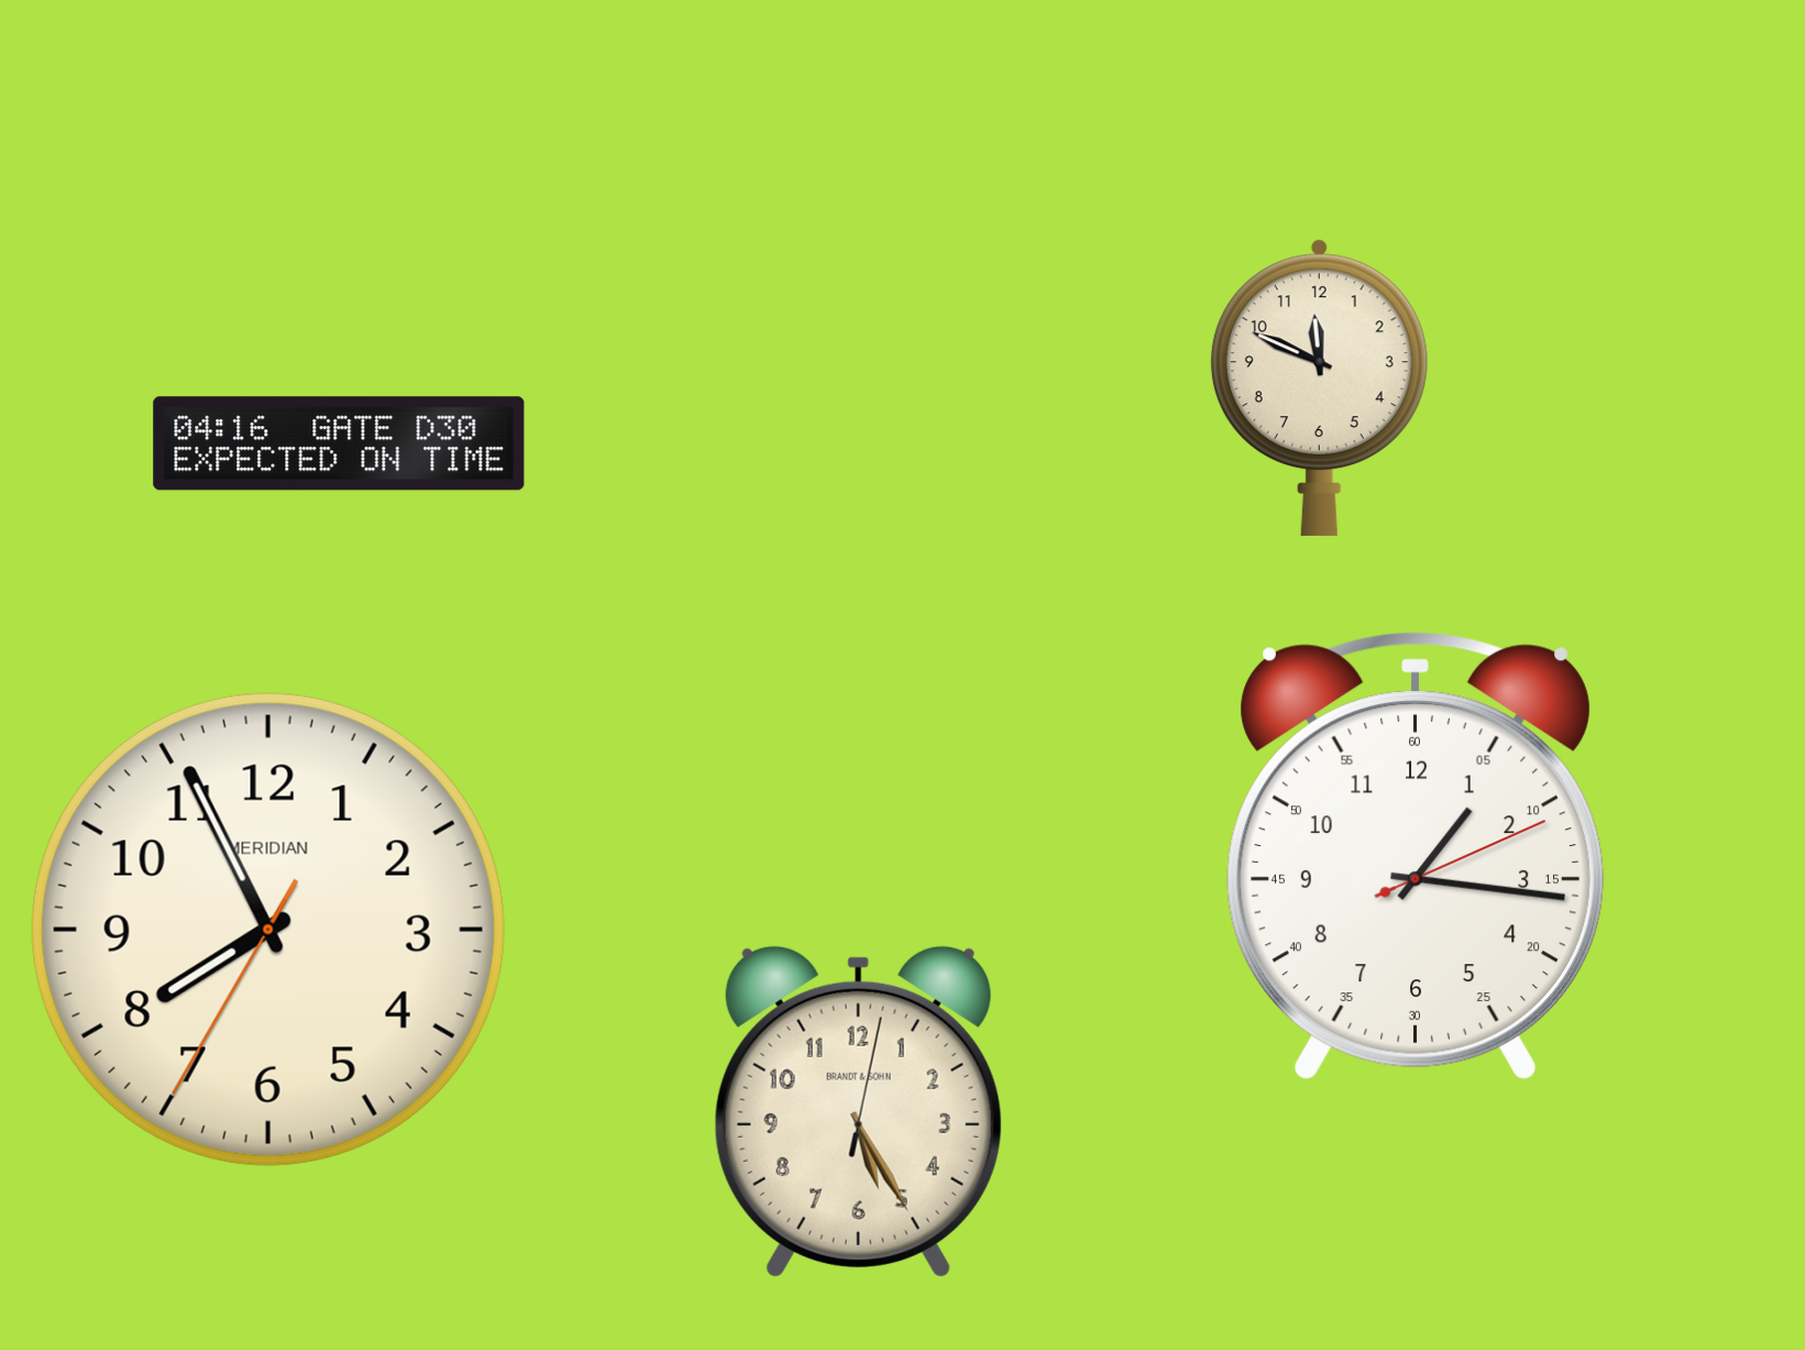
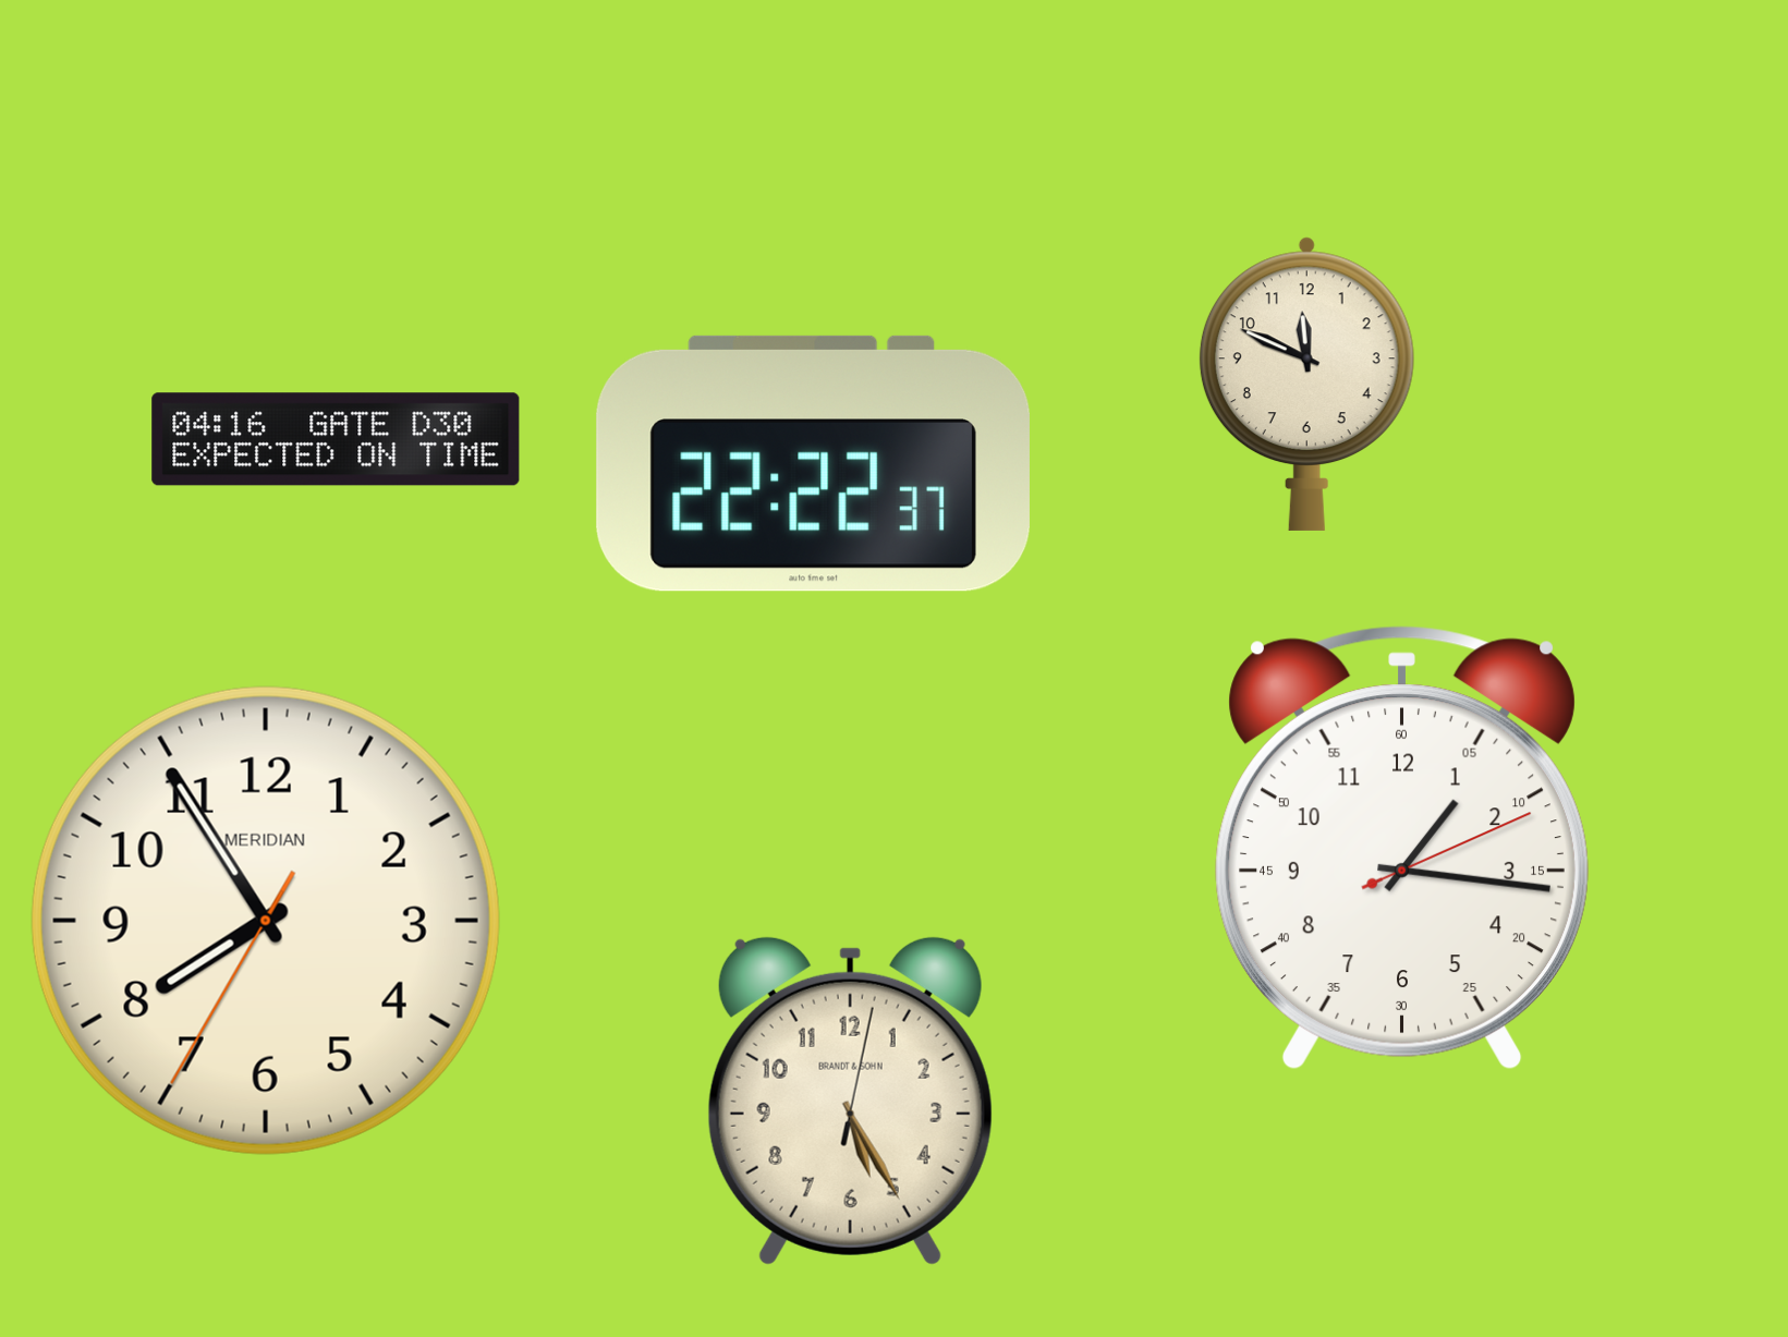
clock at (813, 463): none -> 22:22
clock at (268, 930): 7:55 -> 7:54
